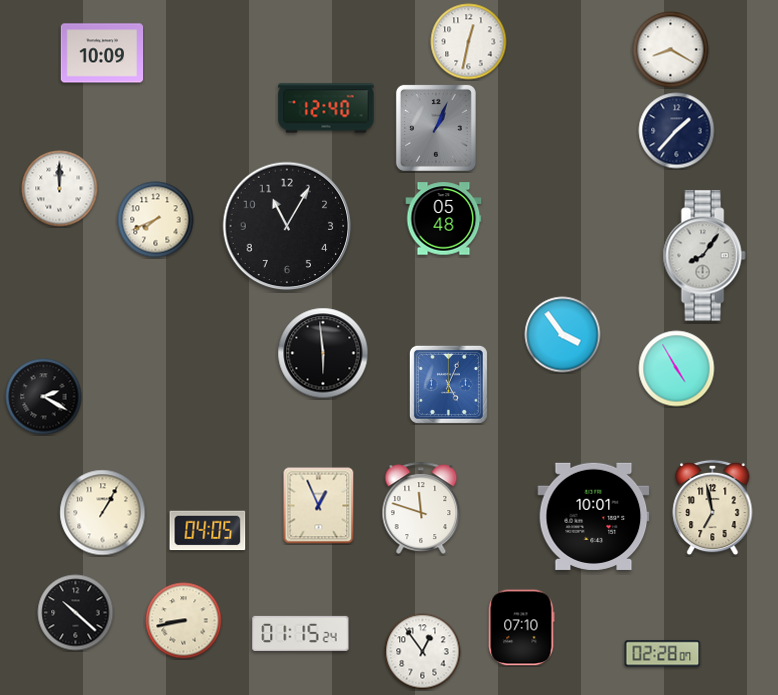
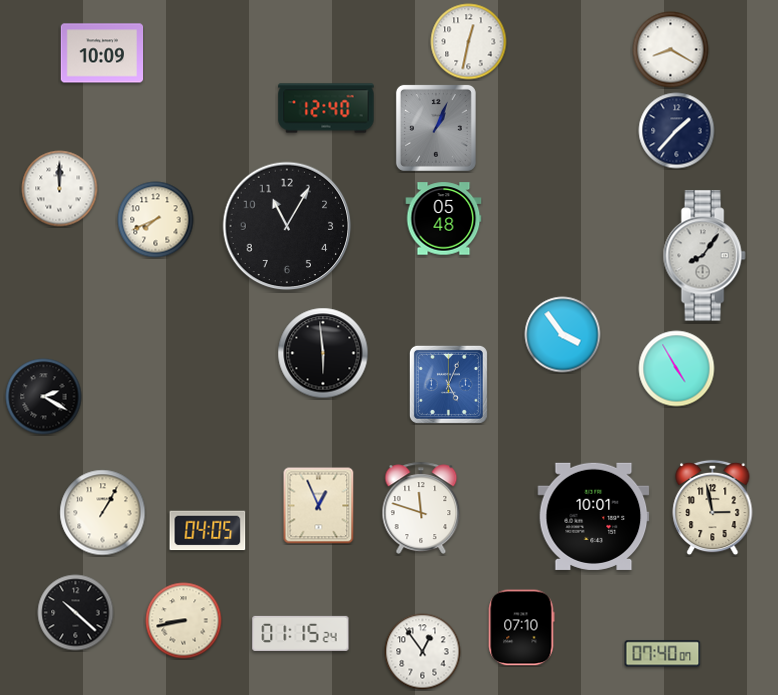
clock at (713, 508): 6:58 -> 2:58
clock at (663, 654): 02:28 -> 07:40
